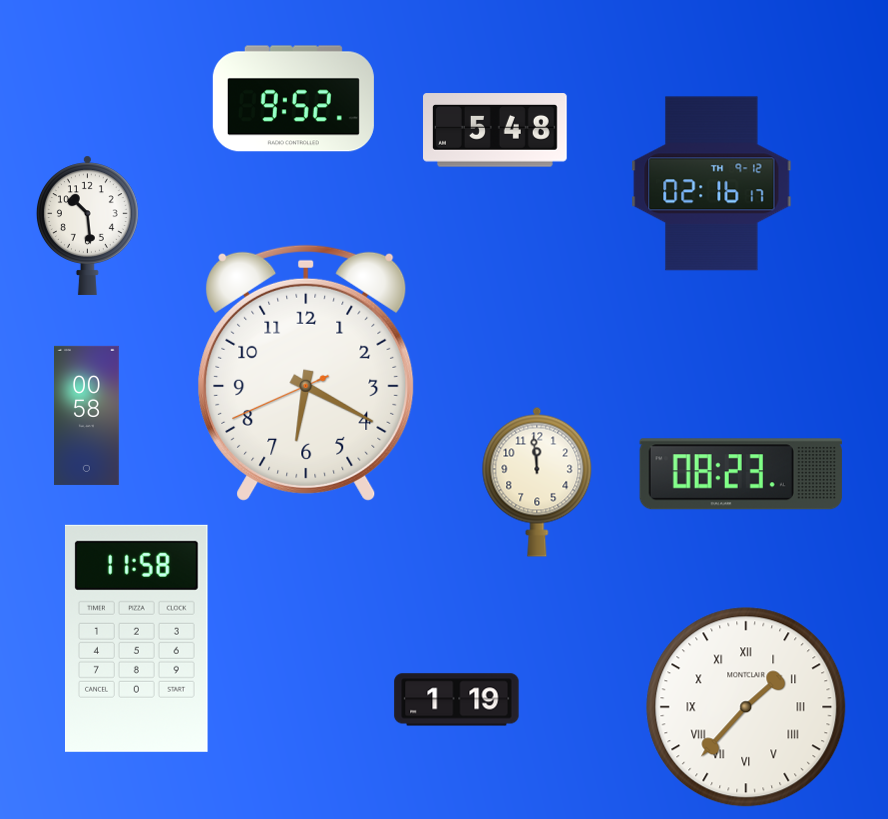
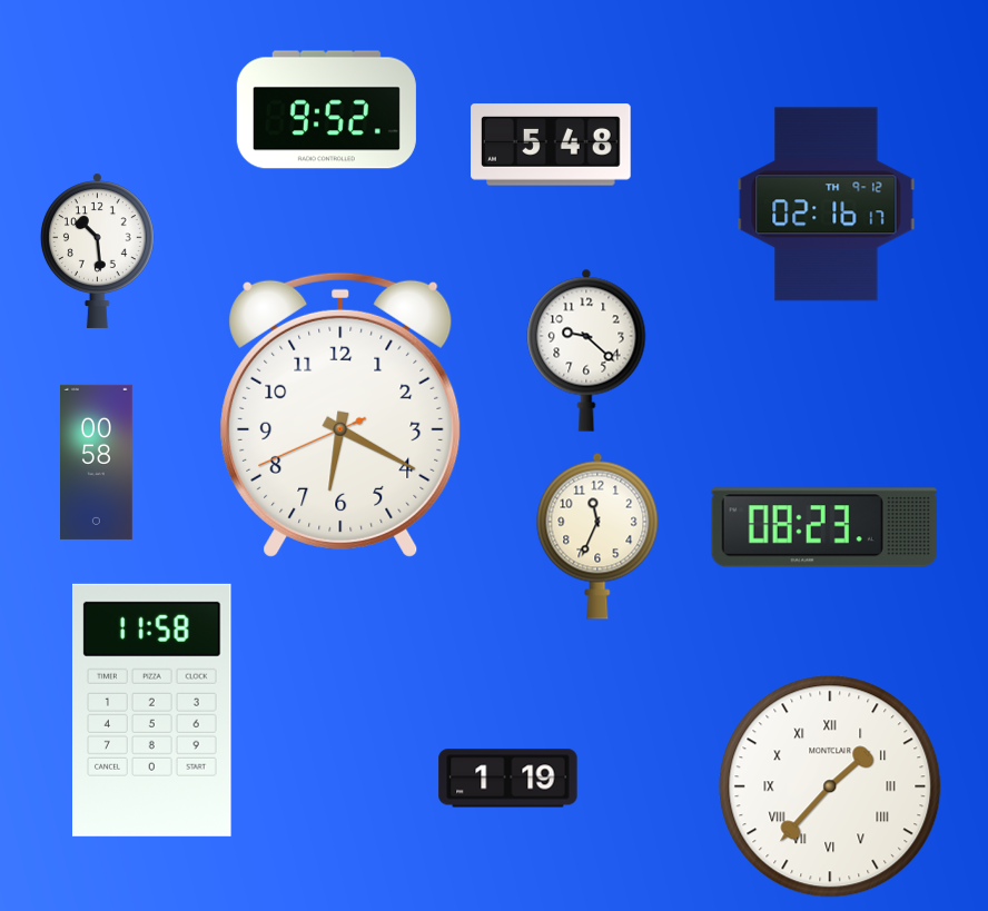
clock at (712, 184) position: (712, 184) -> (827, 205)
clock at (586, 350): none -> 9:22
clock at (537, 482): 11:59 -> 11:34
